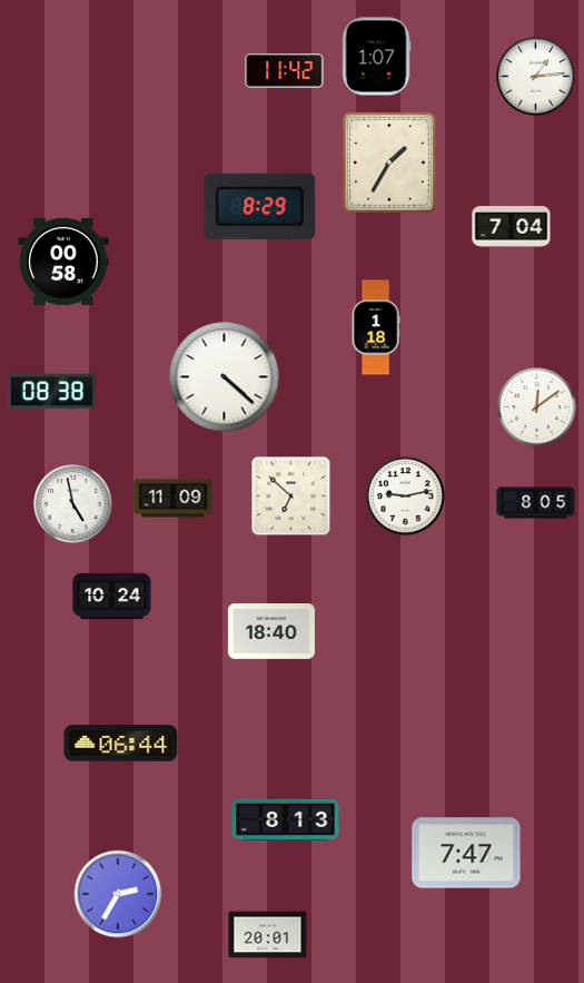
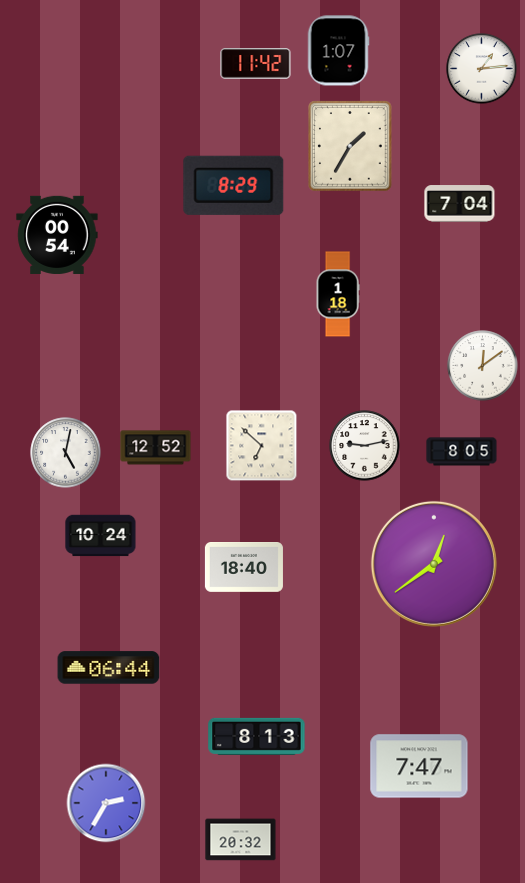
clock at (63, 262): 00:58 -> 00:54
clock at (225, 377): 4:22 -> none
clock at (51, 392): 08:38 -> none
clock at (174, 499): 11:09 -> 12:52
clock at (536, 503) position: (536, 503) -> (462, 452)
clock at (73, 504): 4:58 -> 5:02
clock at (434, 564): none -> 12:39
clock at (268, 935): 20:01 -> 20:32
